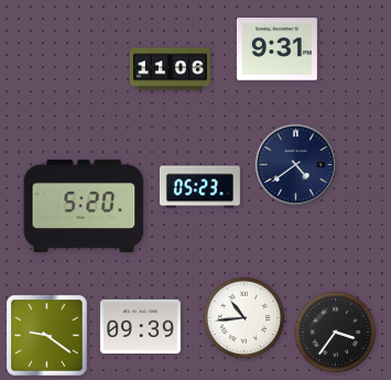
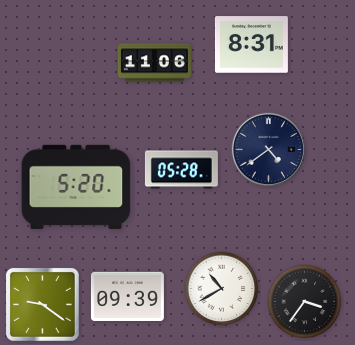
clock at (276, 50): 9:31 -> 8:31
clock at (199, 187): 05:23 -> 05:28
clock at (245, 318): 10:44 -> 10:40
